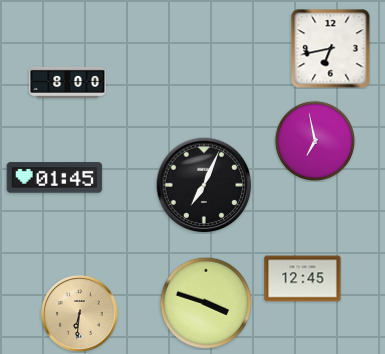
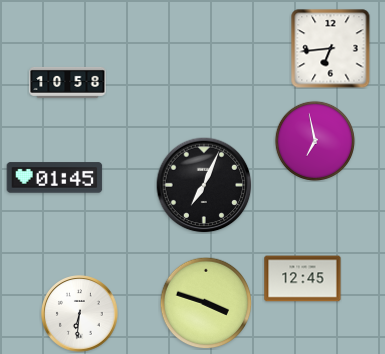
clock at (331, 49): 6:43 -> 6:44
clock at (68, 82): 8:00 -> 10:58
clock at (80, 314) dial: champagne -> white
